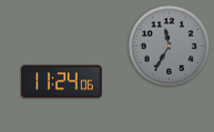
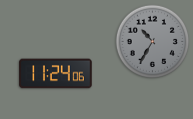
clock at (170, 47): 11:35 -> 10:35
